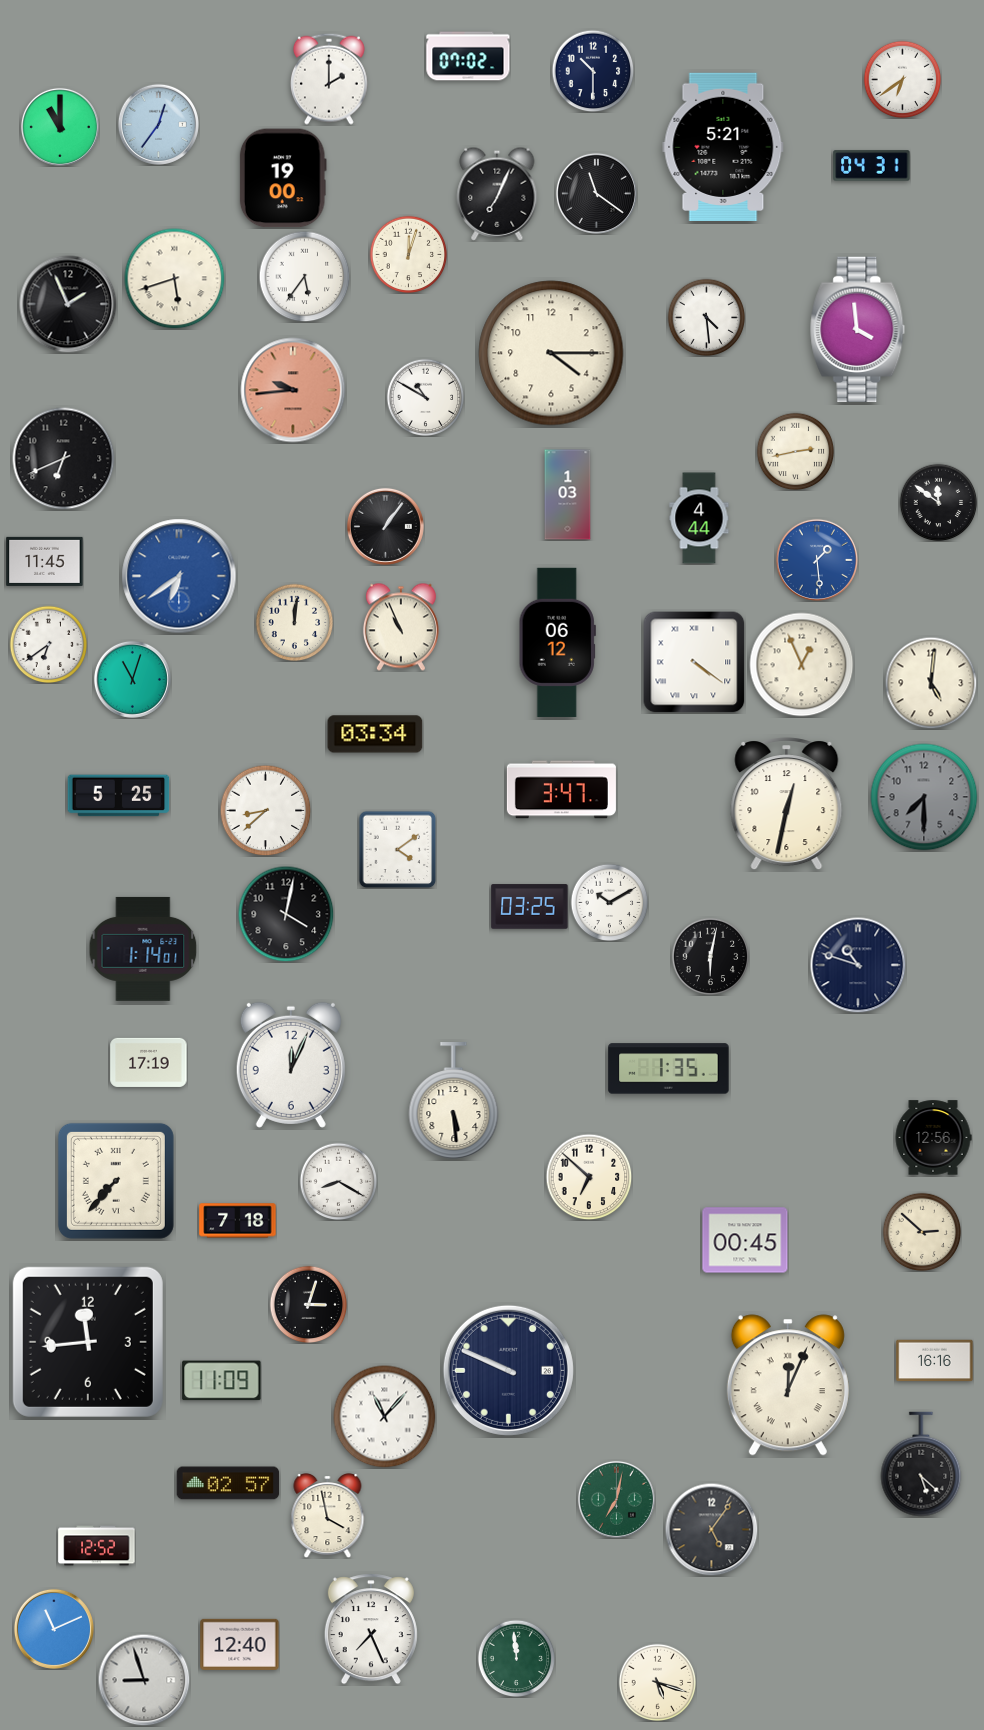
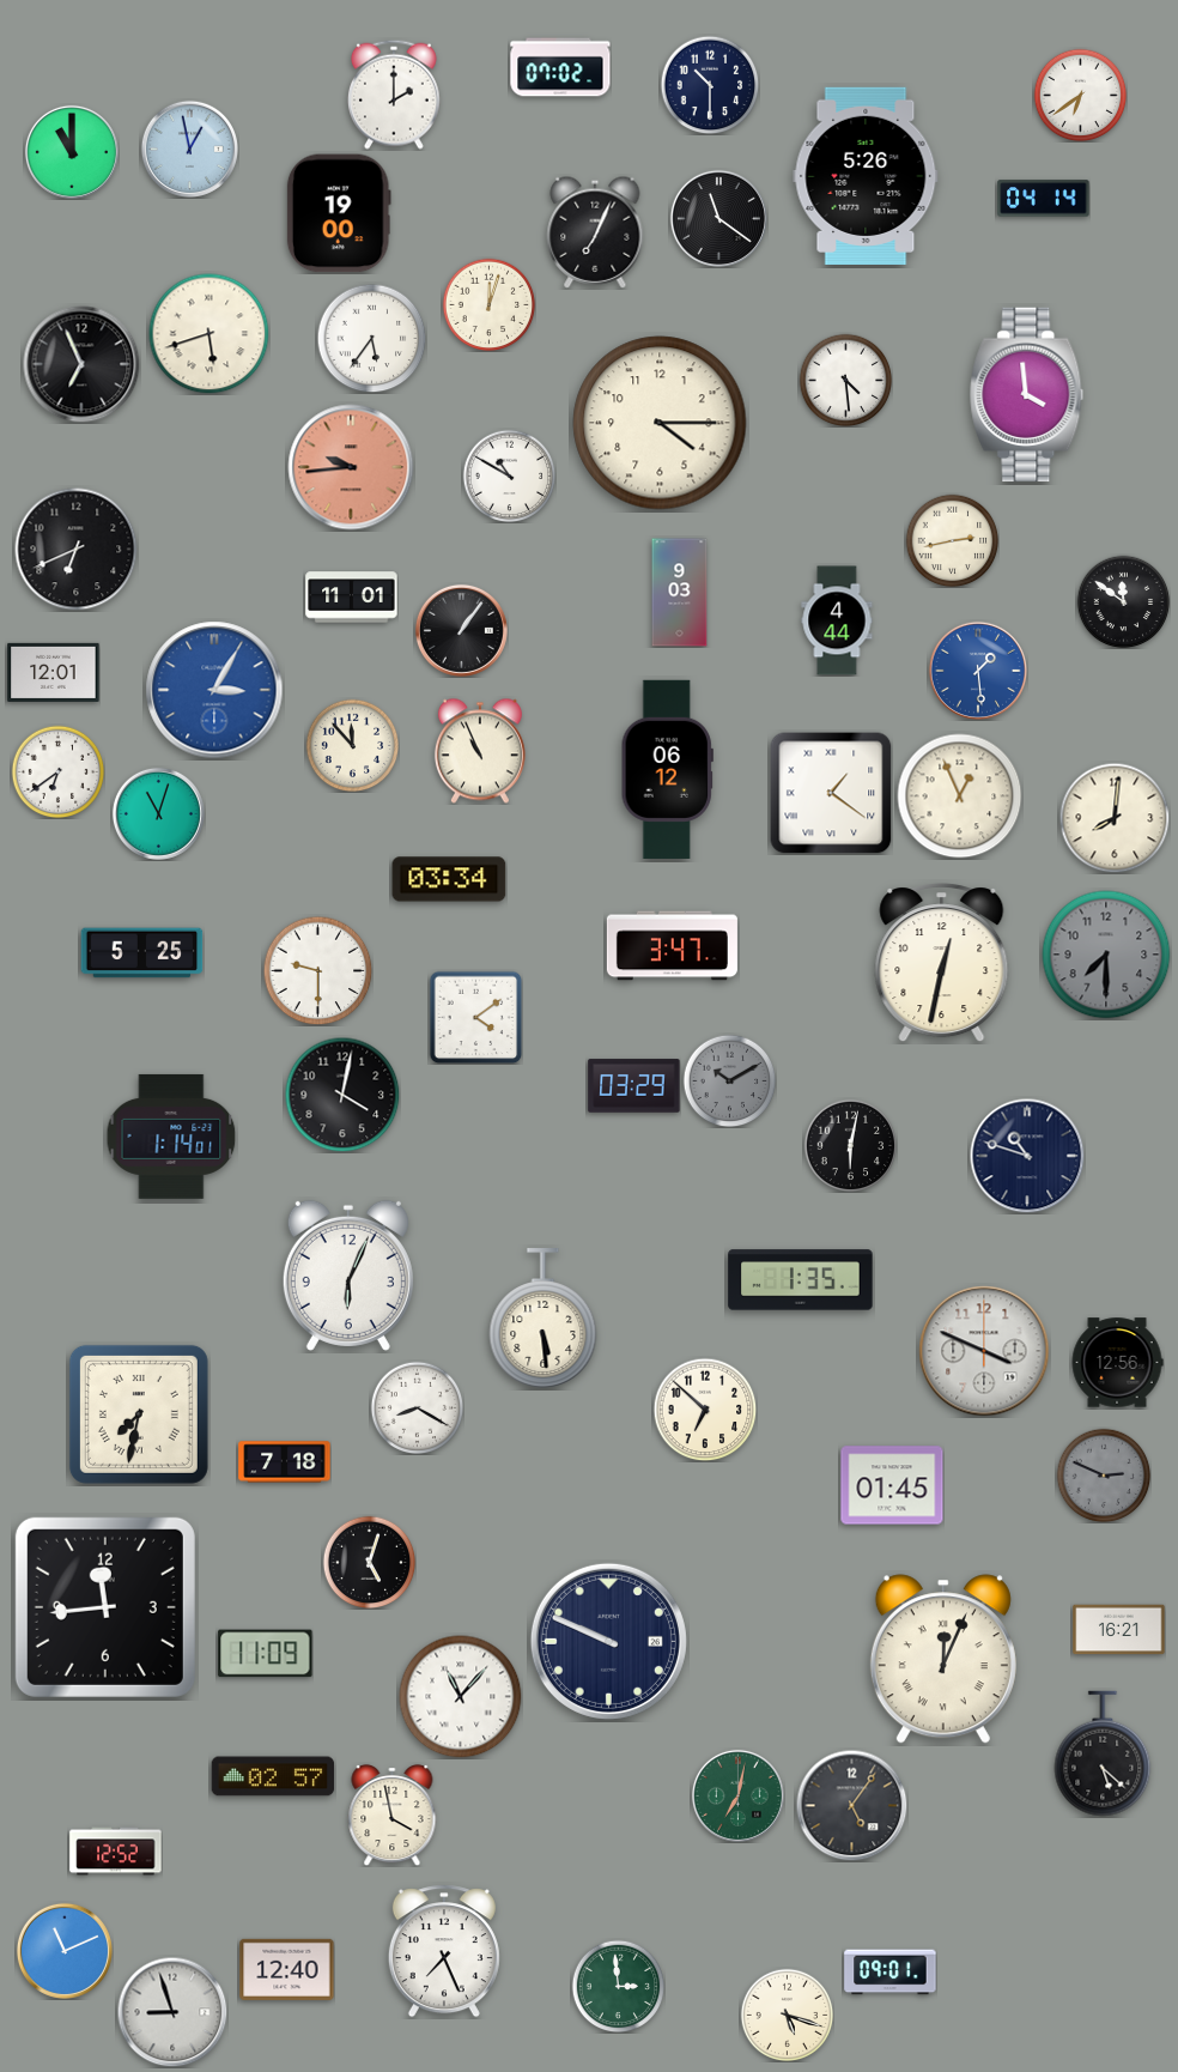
clock at (158, 124): 12:36 -> 12:58
clock at (723, 146): 5:21 -> 5:26
clock at (872, 166): 04:31 -> 04:14
clock at (596, 193) position: (596, 193) -> (718, 218)
clock at (304, 276) position: (304, 276) -> (371, 338)
clock at (68, 304): 1:56 -> 6:56
clock at (568, 495): 1:03 -> 9:03
clock at (352, 598): none -> 11:01
clock at (45, 561): 11:45 -> 12:01
clock at (179, 576): 6:39 -> 3:05
clock at (294, 622): 12:01 -> 11:53
clock at (694, 662): 4:21 -> 1:21
clock at (931, 683): 5:01 -> 8:01
clock at (265, 810): 8:38 -> 9:30
clock at (609, 902) dial: white -> grey
clock at (530, 907): 03:25 -> 03:29
clock at (149, 1062): 17:19 -> none
clock at (291, 1065): 12:04 -> 6:04
clock at (984, 1351): none -> 3:49
clock at (116, 1181): 7:37 -> 7:32
clock at (338, 1181) position: (338, 1181) -> (417, 1407)
clock at (922, 1232): 2:52 -> 2:49
clock at (922, 1232) dial: cream -> grey
clock at (745, 1240): 00:45 -> 01:45
clock at (308, 1304): 3:03 -> 5:03
clock at (935, 1361): 16:16 -> 16:21
clock at (711, 1529) position: (711, 1529) -> (851, 1805)
clock at (891, 1973): none -> 09:01
clock at (516, 1658): 11:59 -> 2:59
